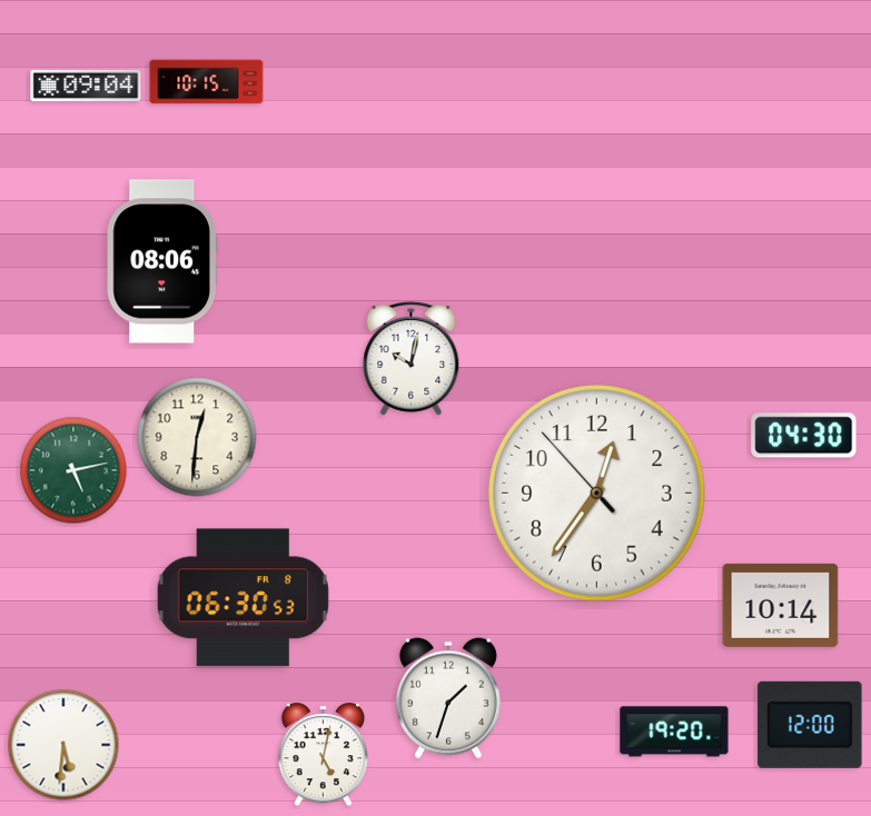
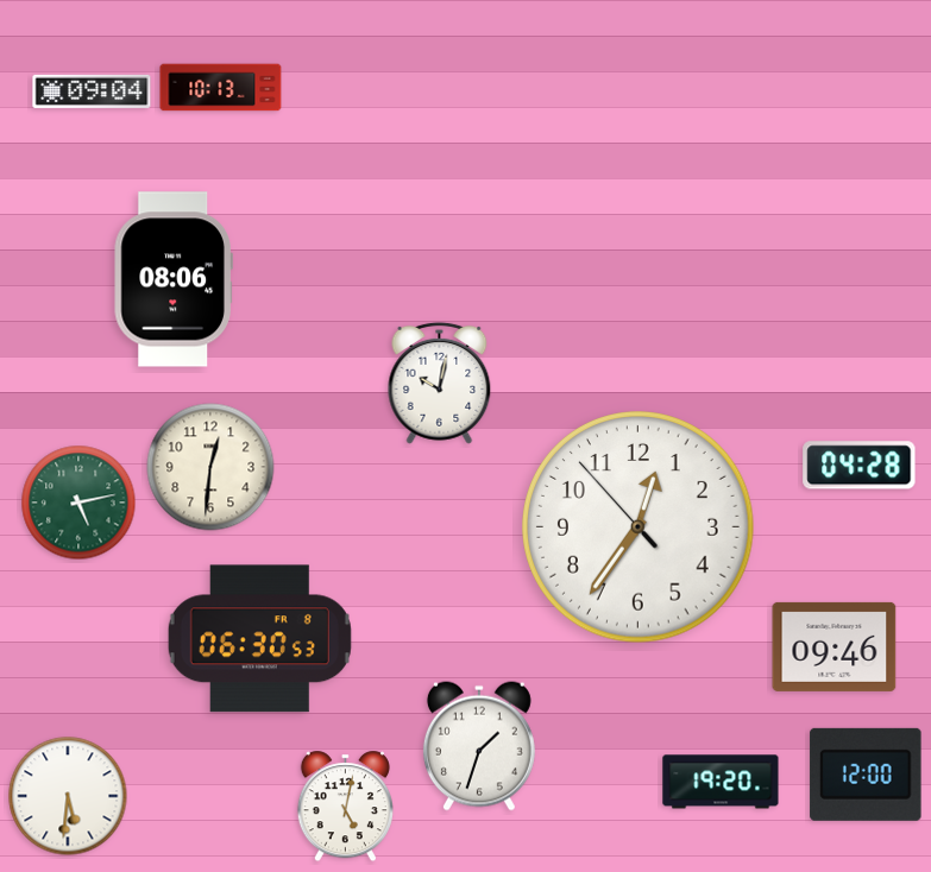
clock at (207, 82): 10:15 -> 10:13
clock at (804, 436): 04:30 -> 04:28
clock at (781, 605): 10:14 -> 09:46
